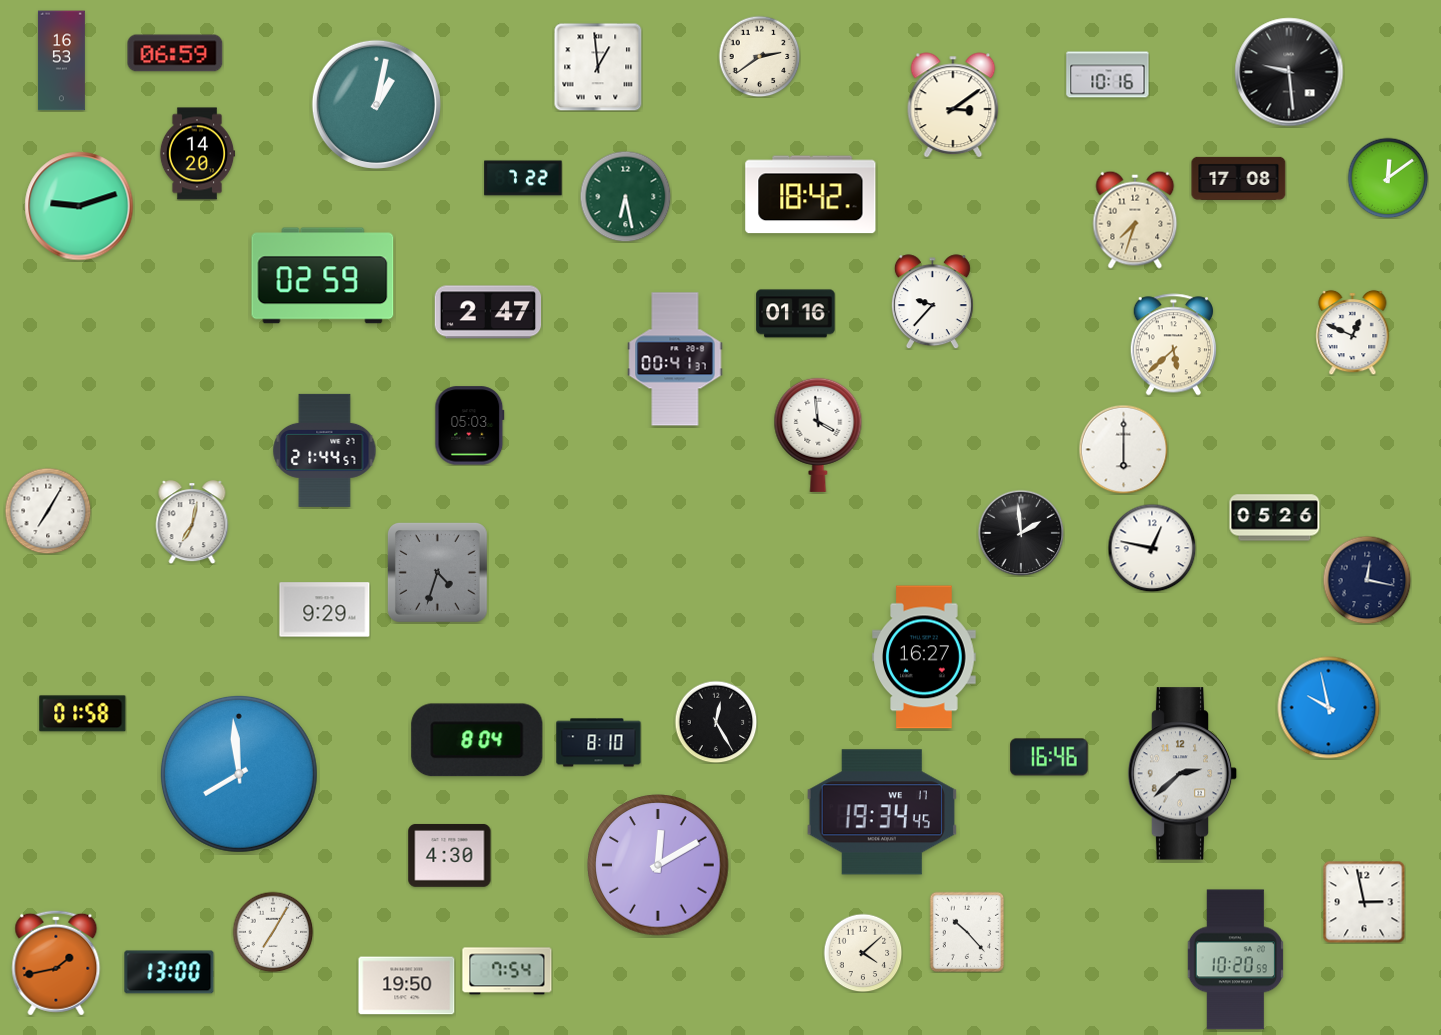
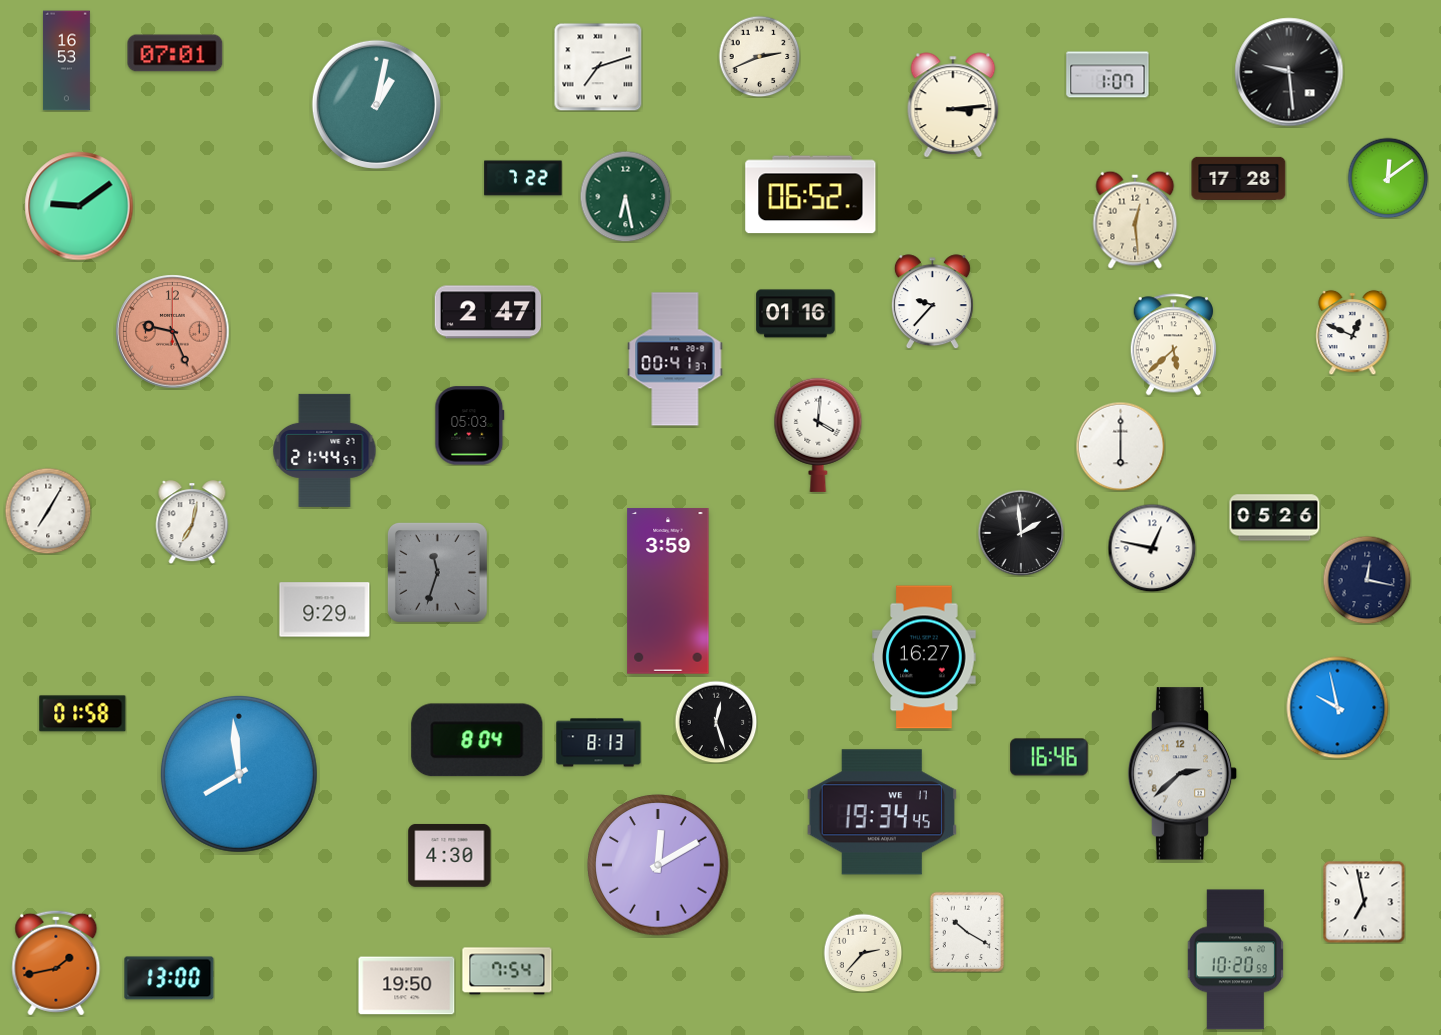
clock at (175, 53): 06:59 -> 07:01
clock at (759, 56): 2:39 -> 2:41
clock at (61, 61) position: (61, 61) -> (66, 61)
clock at (598, 67): 12:59 -> 7:12
clock at (1108, 75): 10:16 -> 1:07
clock at (953, 105): 3:09 -> 3:14
clock at (197, 154): 14:20 -> none
clock at (1239, 178): 17:08 -> 17:28
clock at (811, 195): 18:42 -> 06:52
clock at (79, 206): 9:12 -> 9:09
clock at (1135, 220): 7:33 -> 12:29
clock at (323, 276): 02:59 -> none
clock at (173, 332): none -> 9:26
clock at (818, 435): 3:59 -> 4:01
clock at (1123, 449) position: (1123, 449) -> (1120, 446)
clock at (437, 572): 4:33 -> 11:33
clock at (668, 591): none -> 3:59
clock at (1329, 708) position: (1329, 708) -> (1338, 708)
clock at (716, 722): 12:25 -> 12:27
clock at (599, 743): 8:10 -> 8:13
clock at (1364, 902): 2:58 -> 6:58
clock at (273, 932): 7:05 -> none
clock at (967, 932): 10:23 -> 10:20
clock at (863, 953): 4:08 -> 2:37
clock at (169, 972) position: (169, 972) -> (169, 978)
